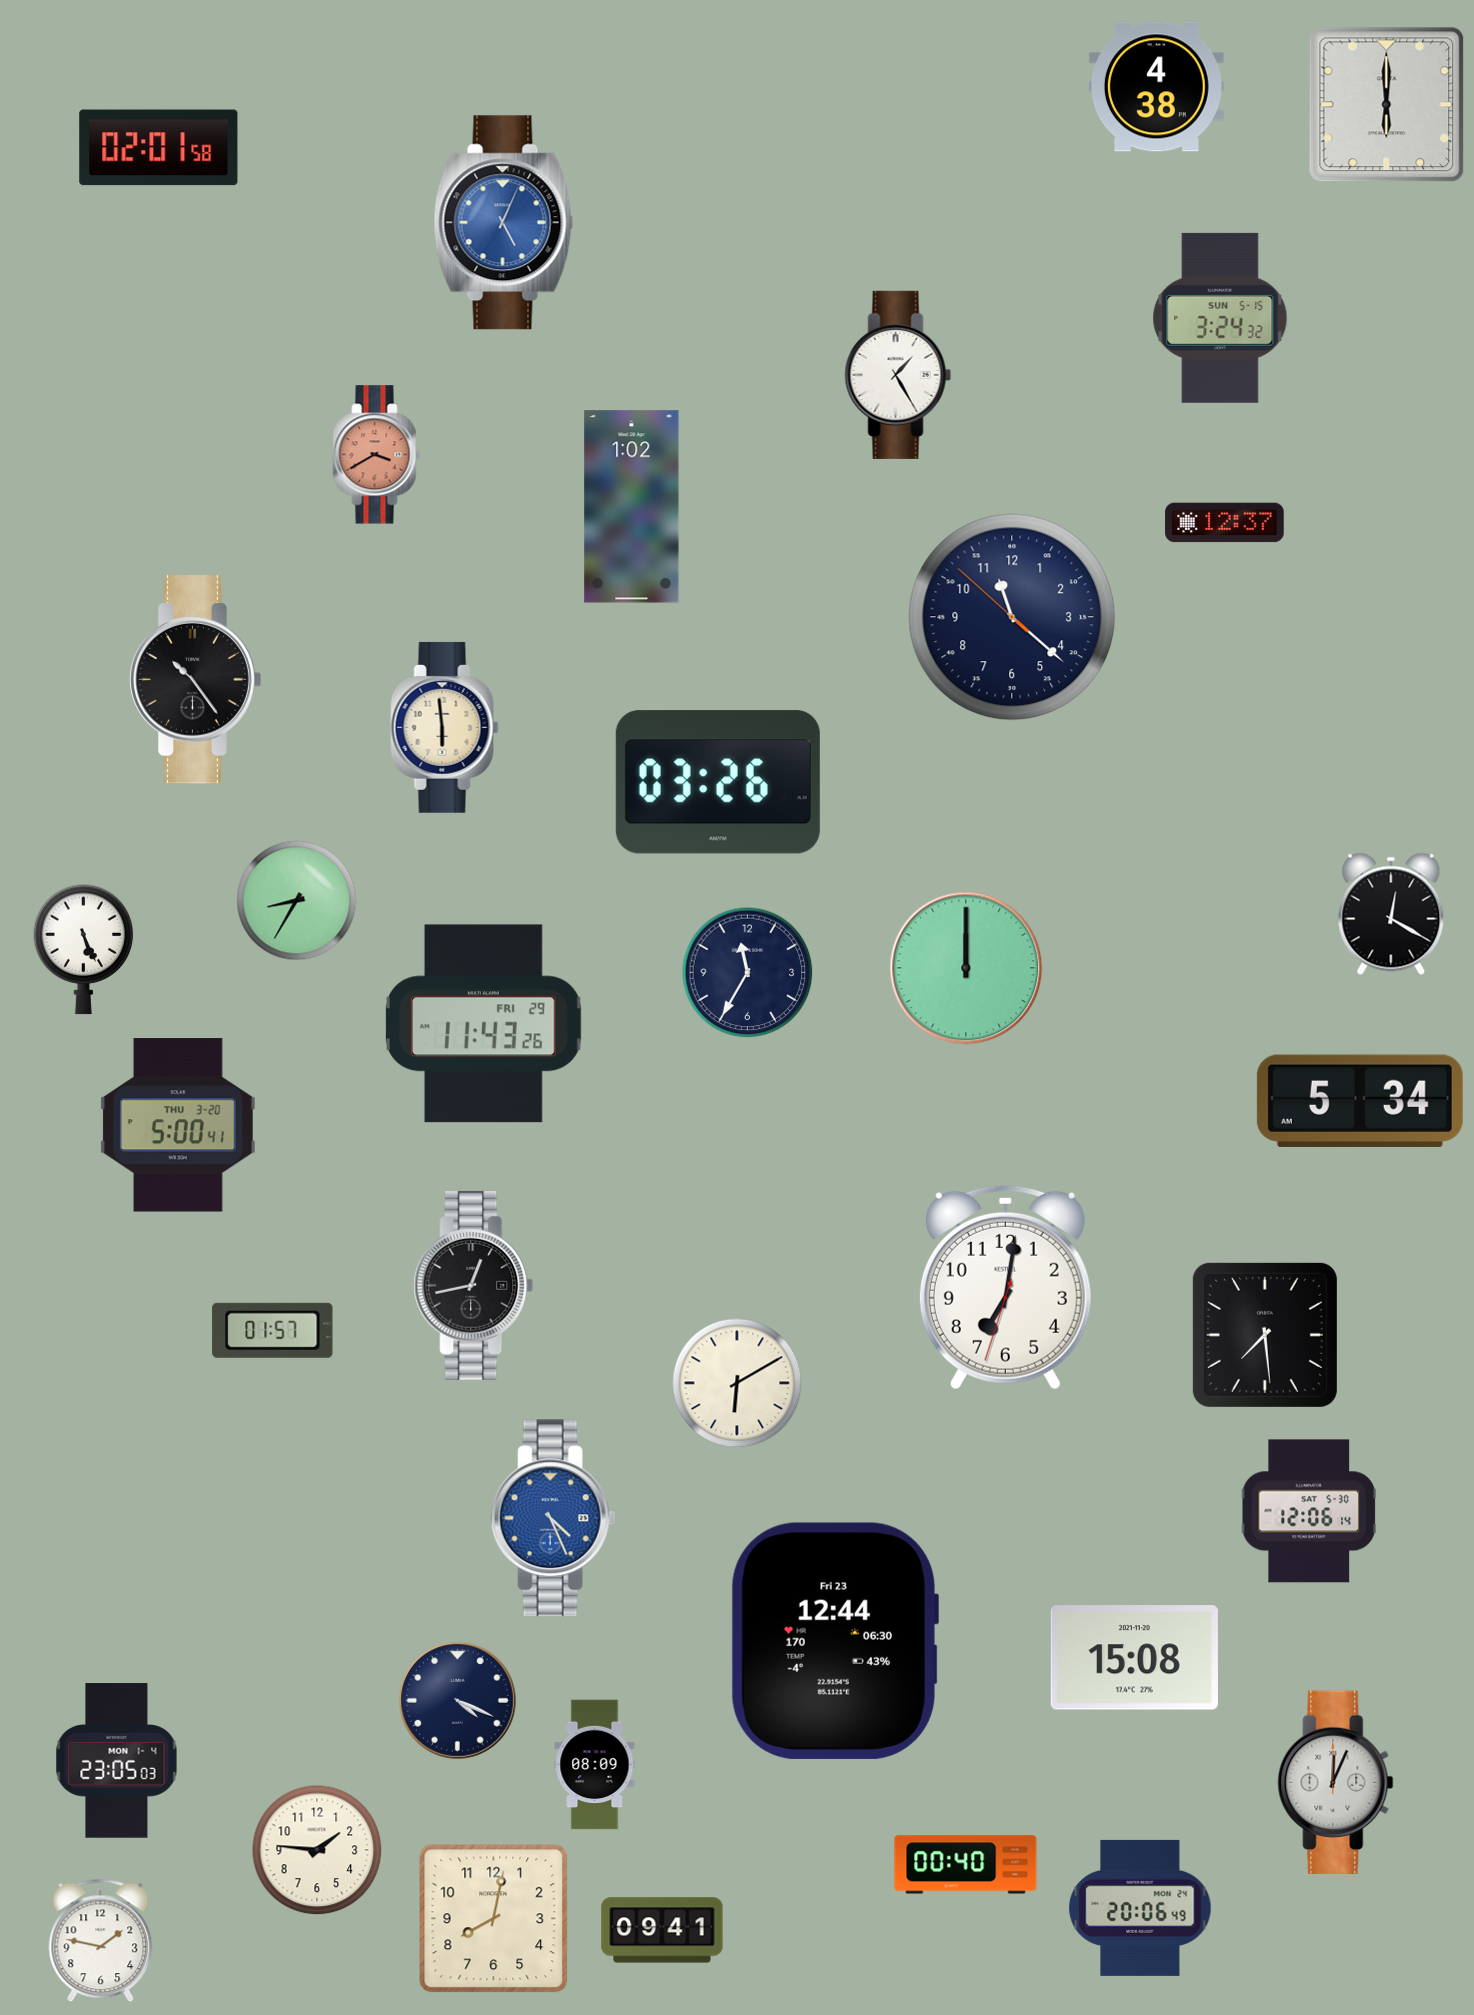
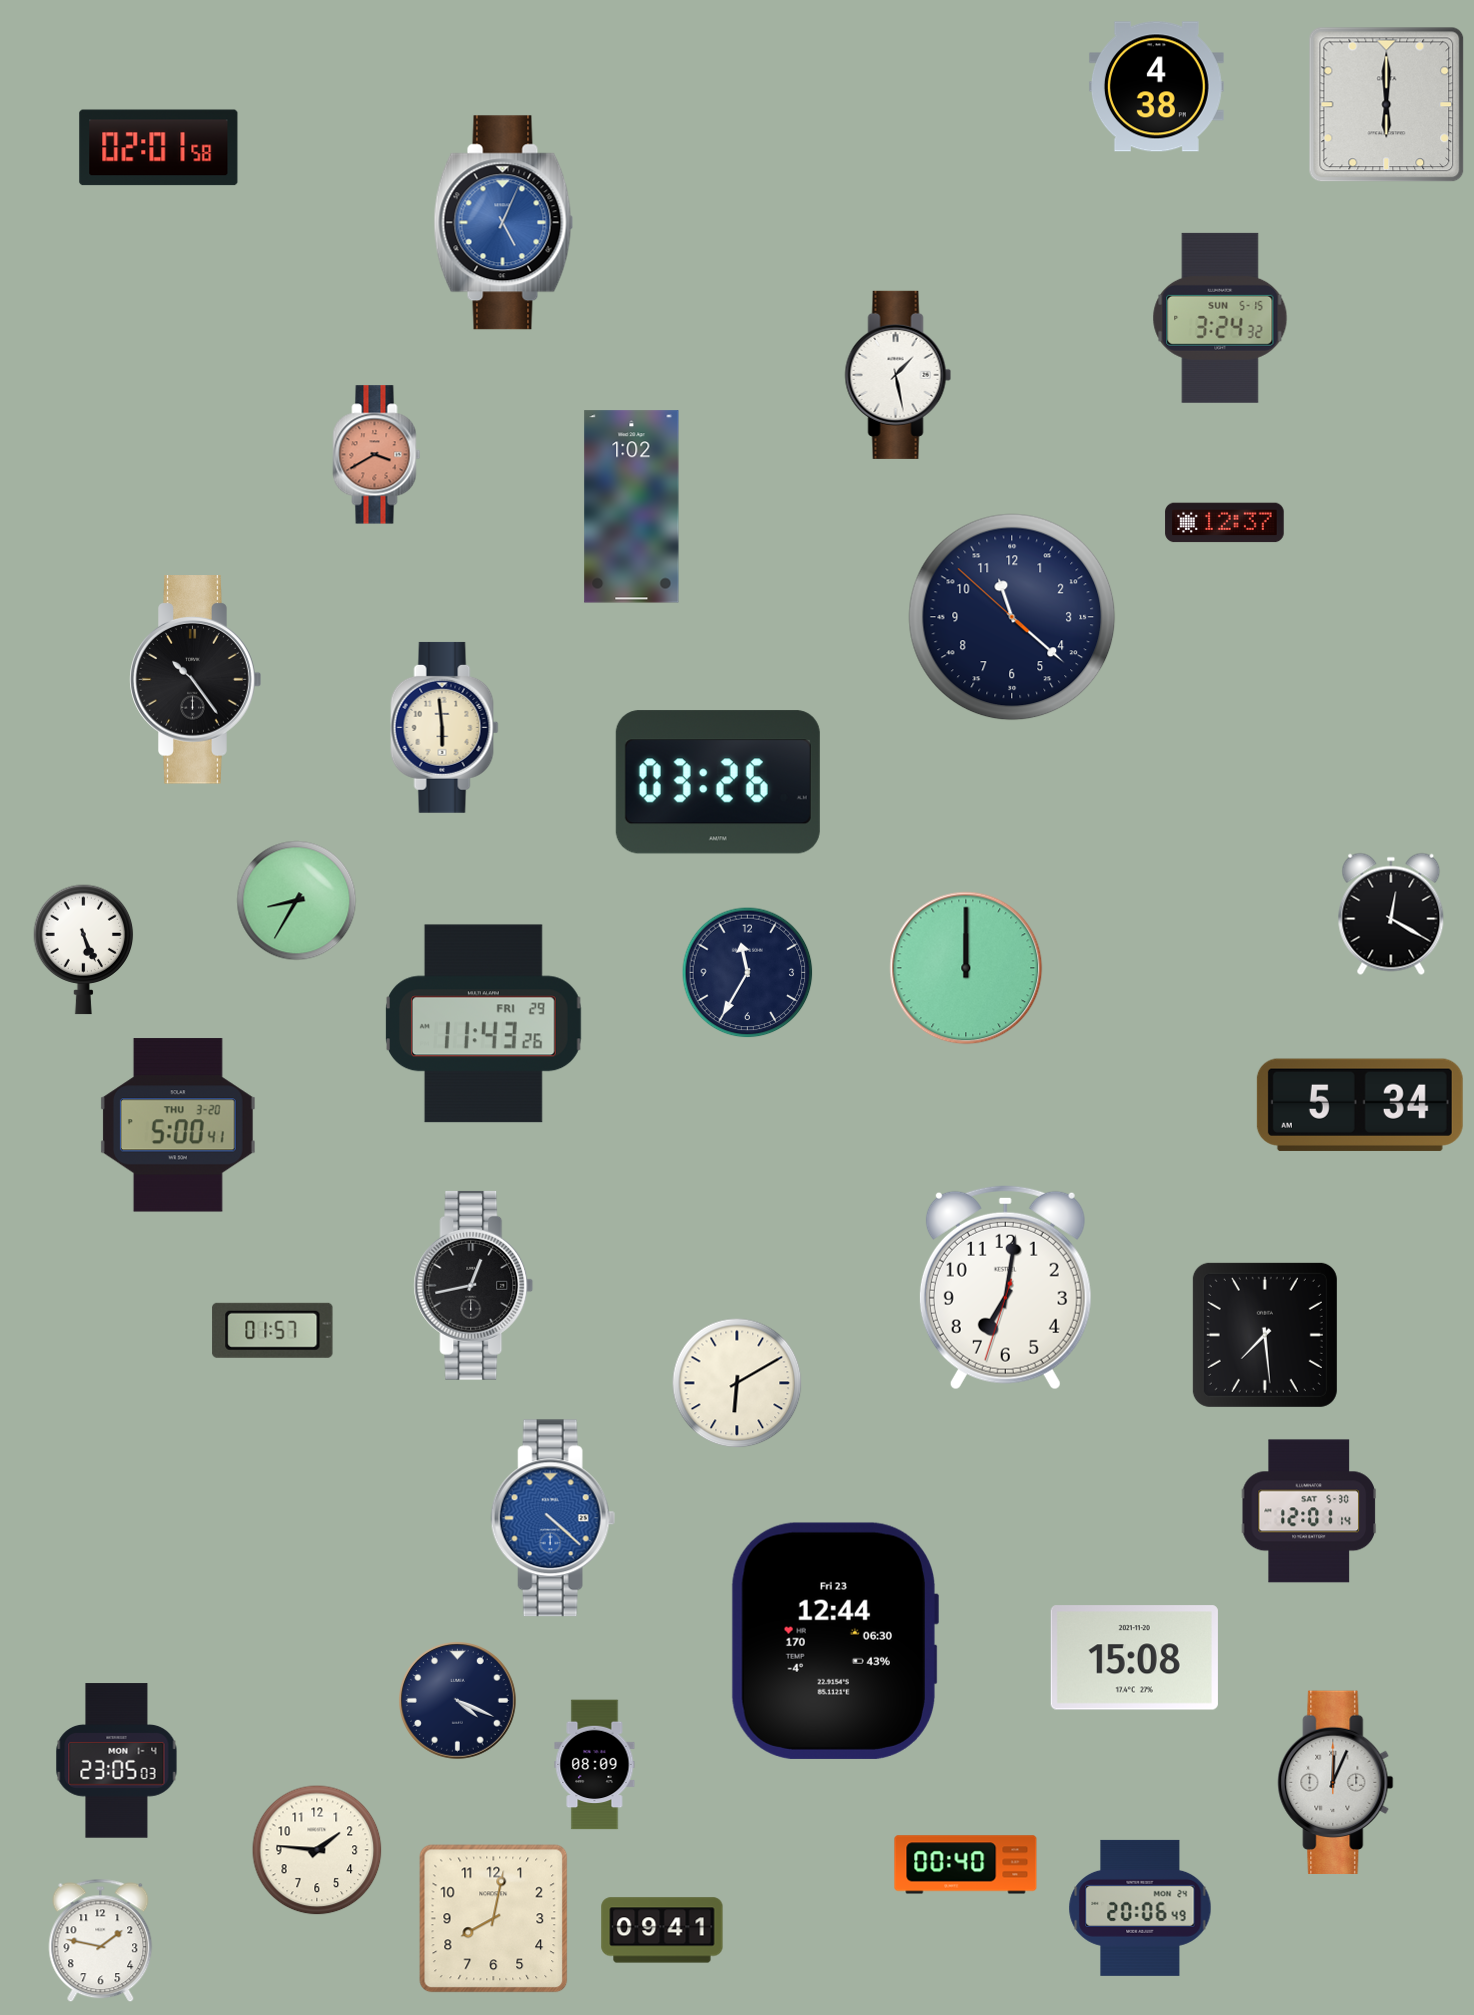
clock at (898, 375): 1:25 -> 1:28
clock at (1360, 1101) position: (1360, 1101) -> (1360, 1105)
clock at (1309, 1511): 12:06 -> 12:01
clock at (553, 1518): 4:26 -> 4:22
